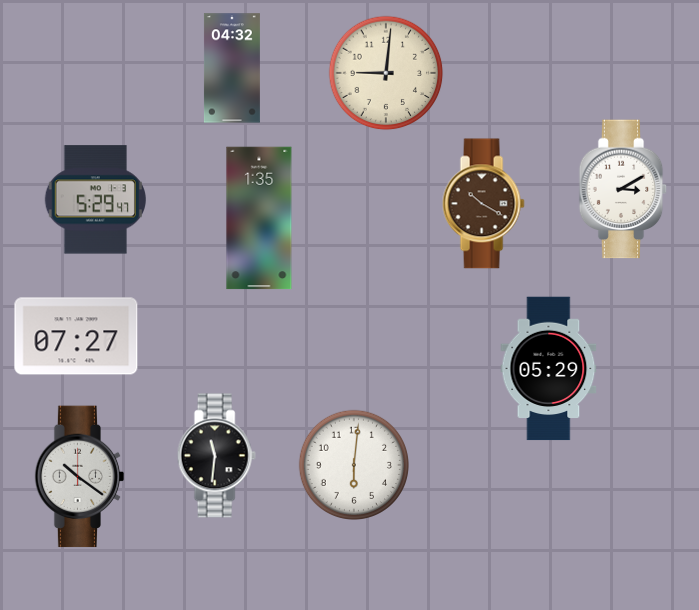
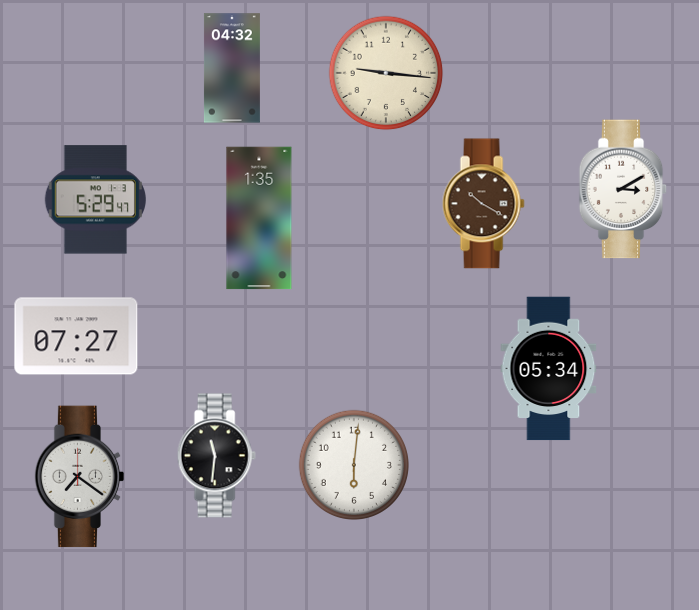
clock at (386, 73): 9:01 -> 9:16
clock at (549, 369): 05:29 -> 05:34
clock at (80, 477): 10:21 -> 7:21
